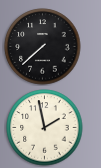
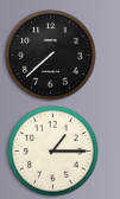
clock at (45, 128): 1:58 -> 1:15
